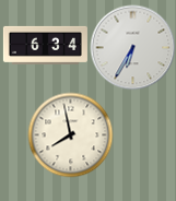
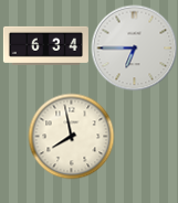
clock at (132, 47): 6:35 -> 6:45
